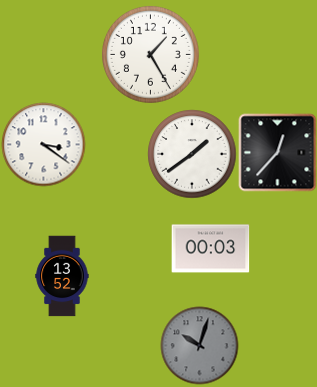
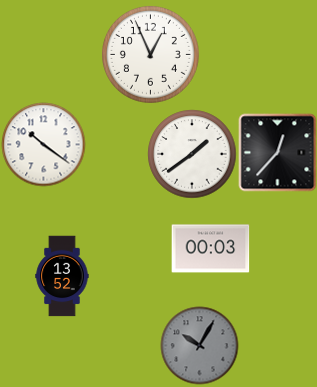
clock at (150, 54): 1:25 -> 12:56
clock at (43, 144): 3:21 -> 10:21
clock at (199, 345): 10:03 -> 10:05
